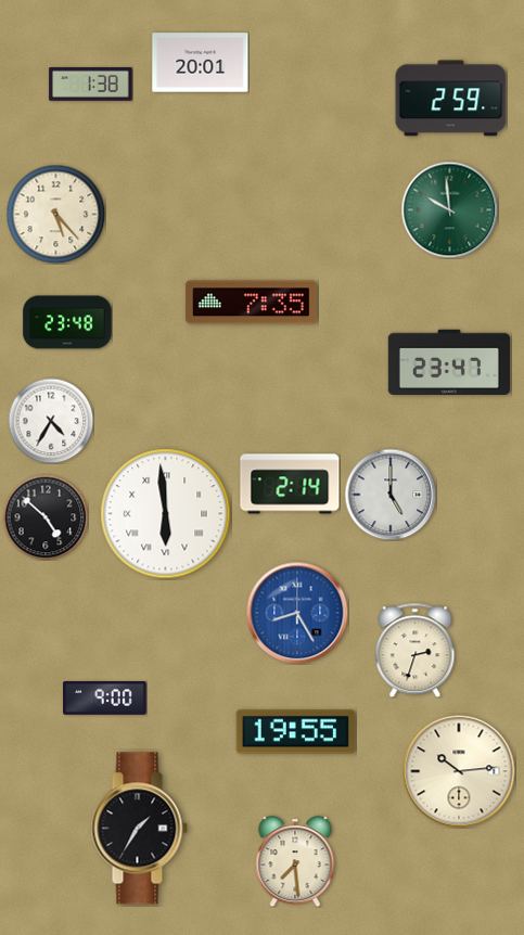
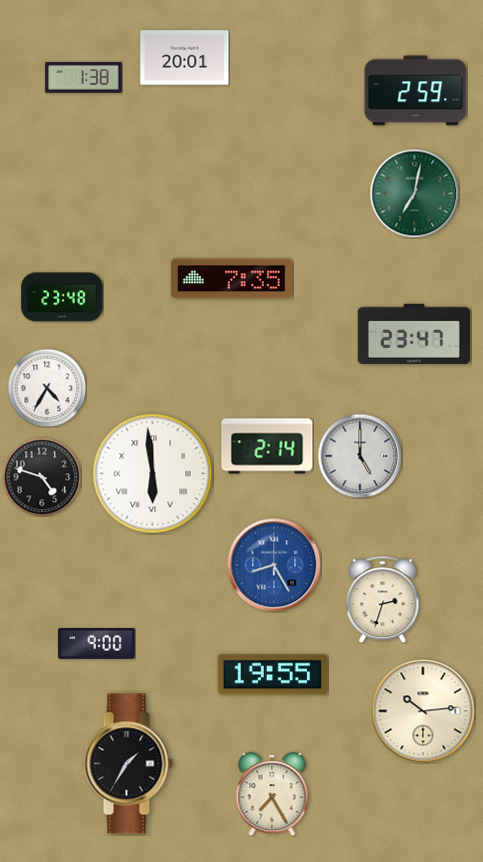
clock at (449, 209): 9:59 -> 7:02
clock at (55, 214): 5:23 -> none
clock at (46, 517): 4:52 -> 4:48
clock at (295, 862): 7:29 -> 7:25
